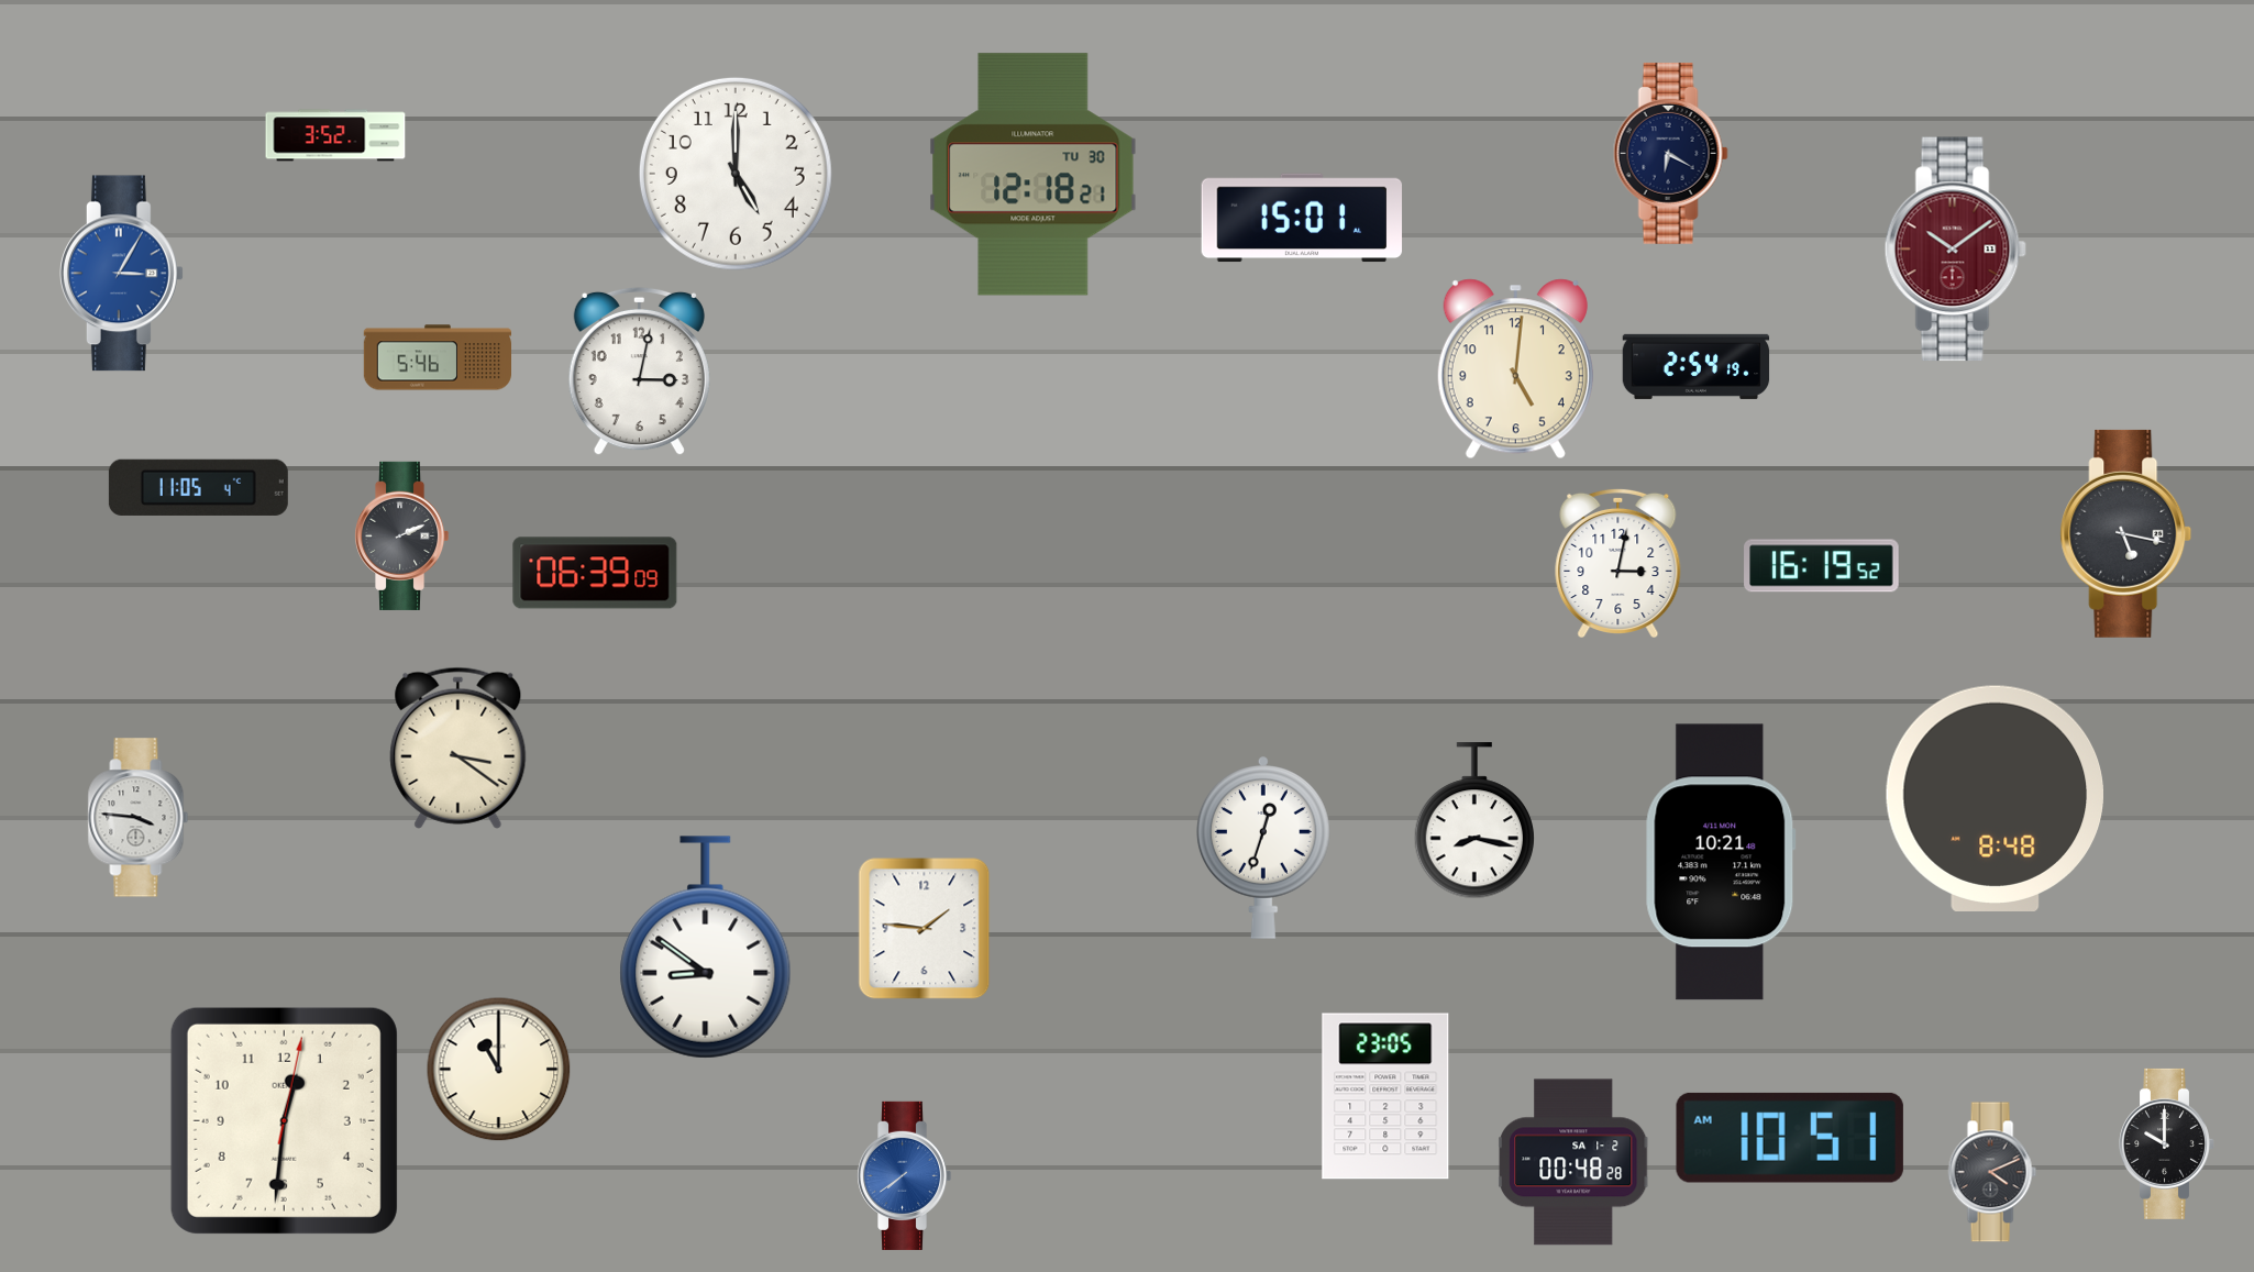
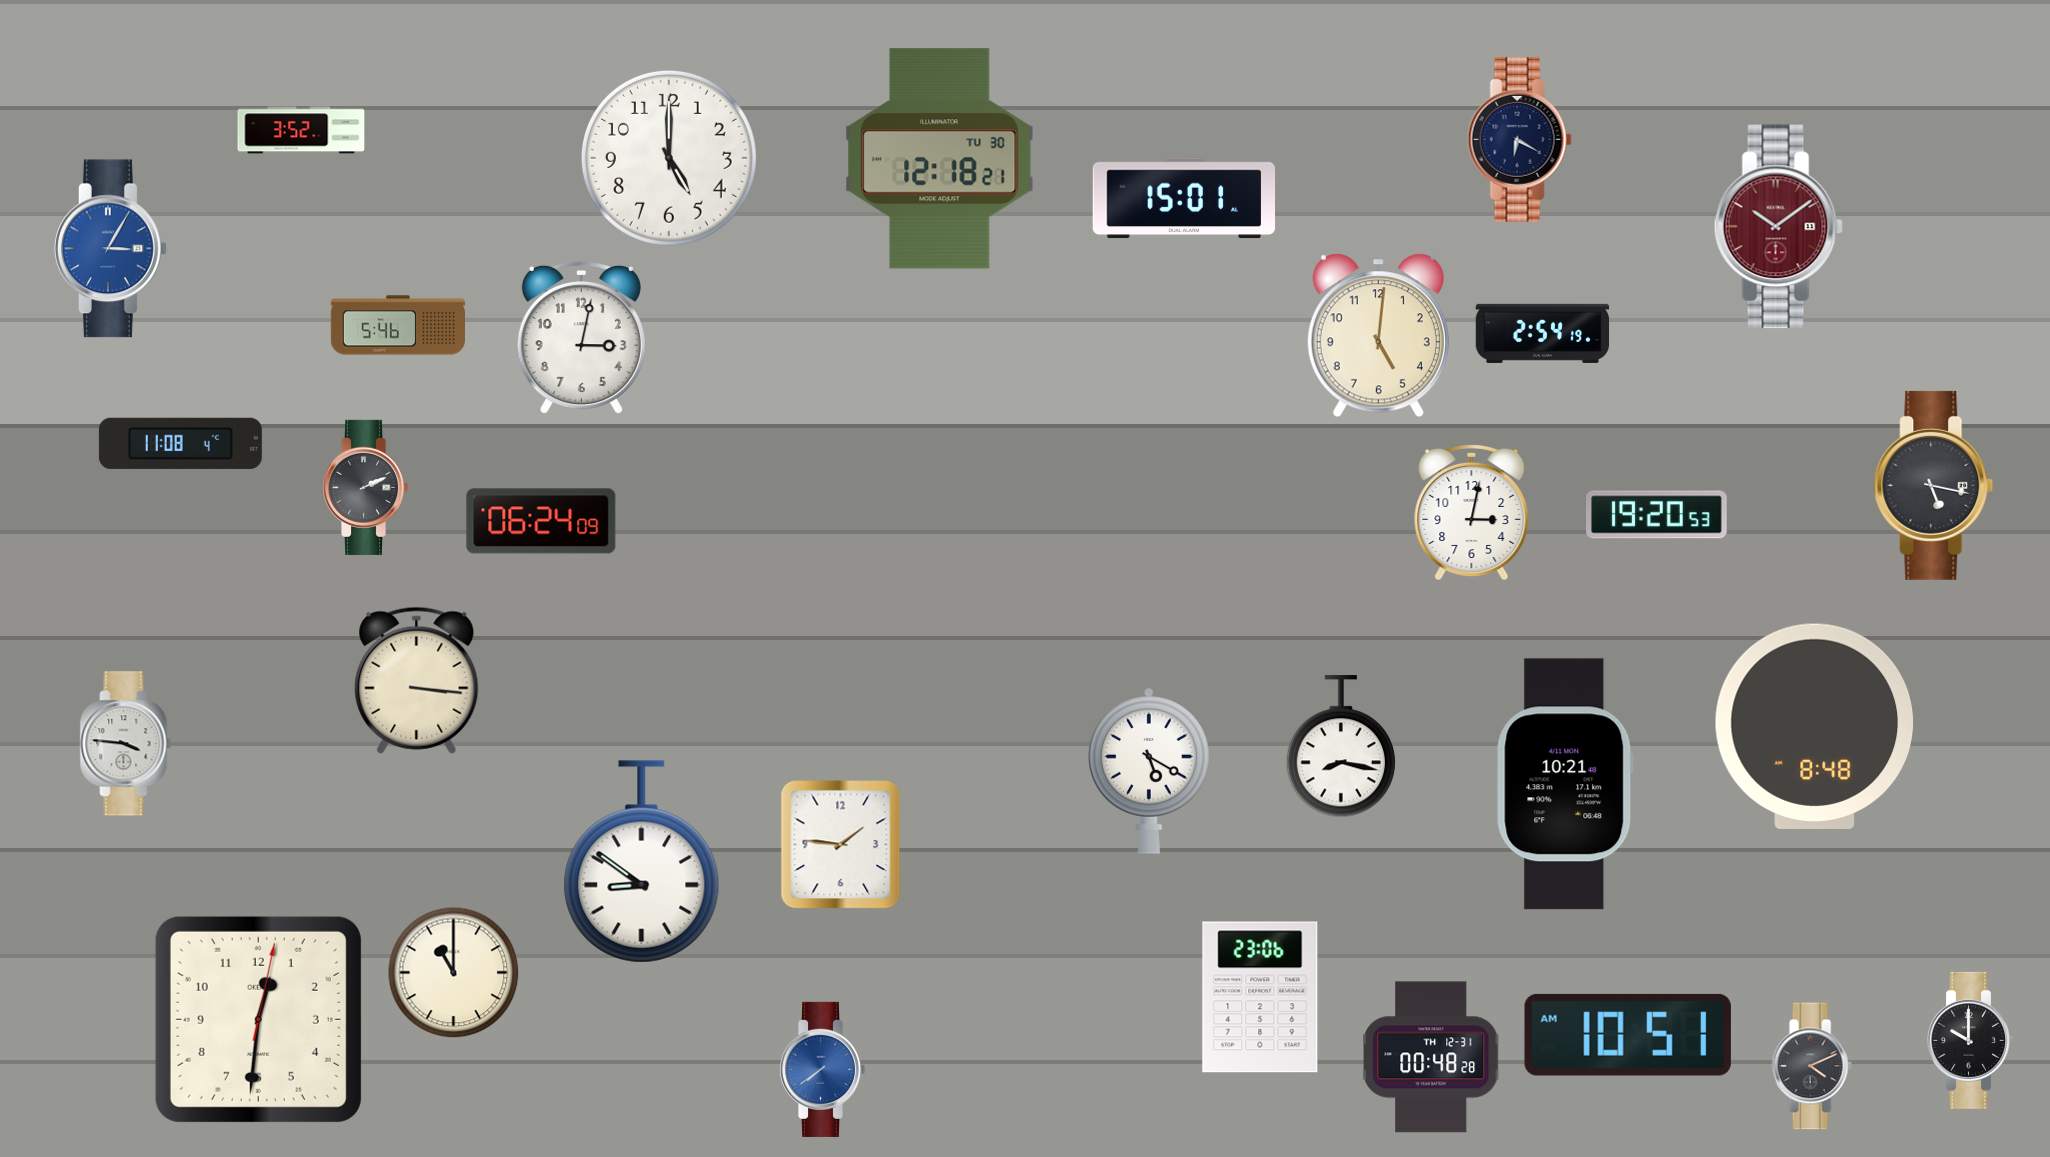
clock at (335, 135) position: (335, 135) -> (301, 130)
clock at (198, 487): 11:05 -> 11:08
clock at (1822, 566): 16:19 -> 19:20
clock at (595, 573): 06:39 -> 06:24
clock at (458, 748): 3:21 -> 3:16
clock at (1263, 848): 12:33 -> 5:20
clock at (1385, 1096): 23:05 -> 23:06
clock at (1575, 1162) date: SA 1-2 -> TH 12-31
